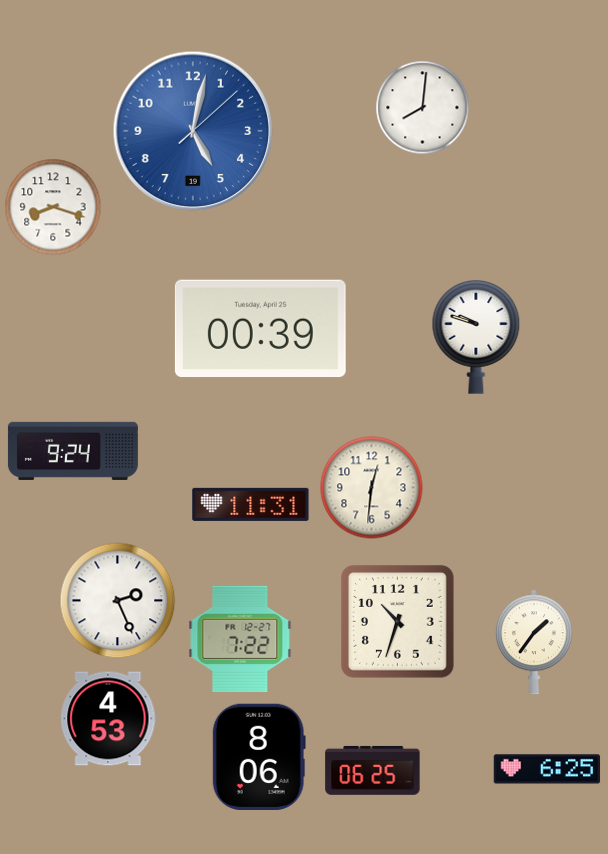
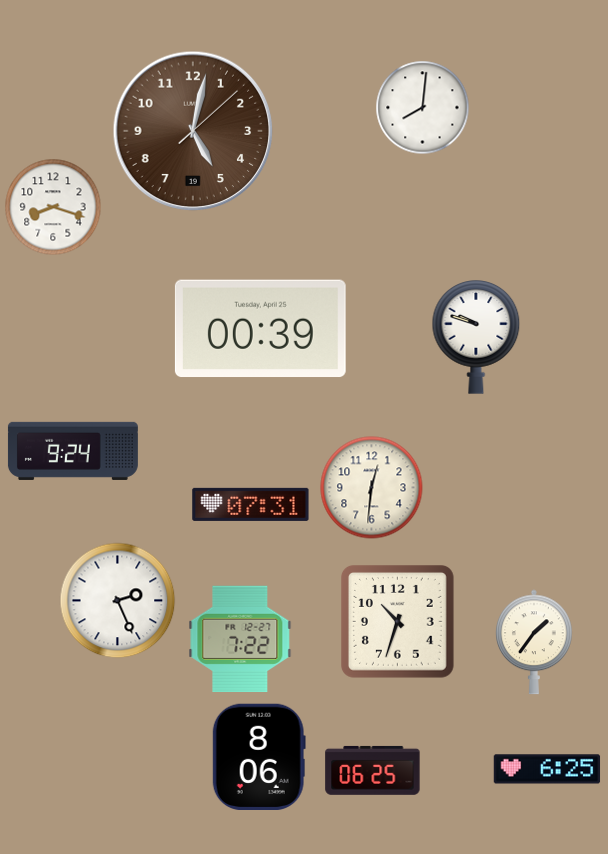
clock at (193, 131) dial: blue -> brown
clock at (251, 504): 11:31 -> 07:31
clock at (109, 719): 4:53 -> none
